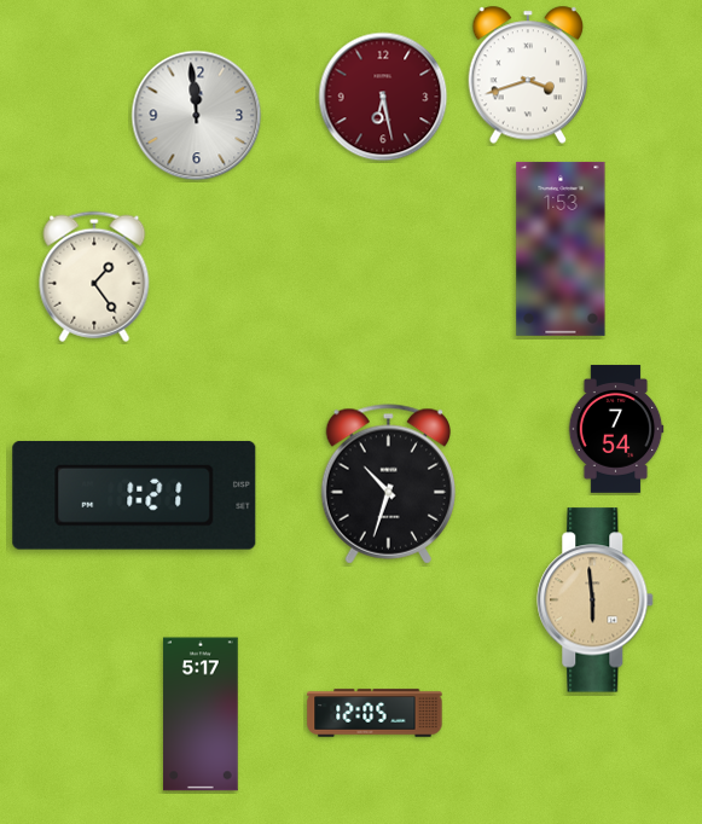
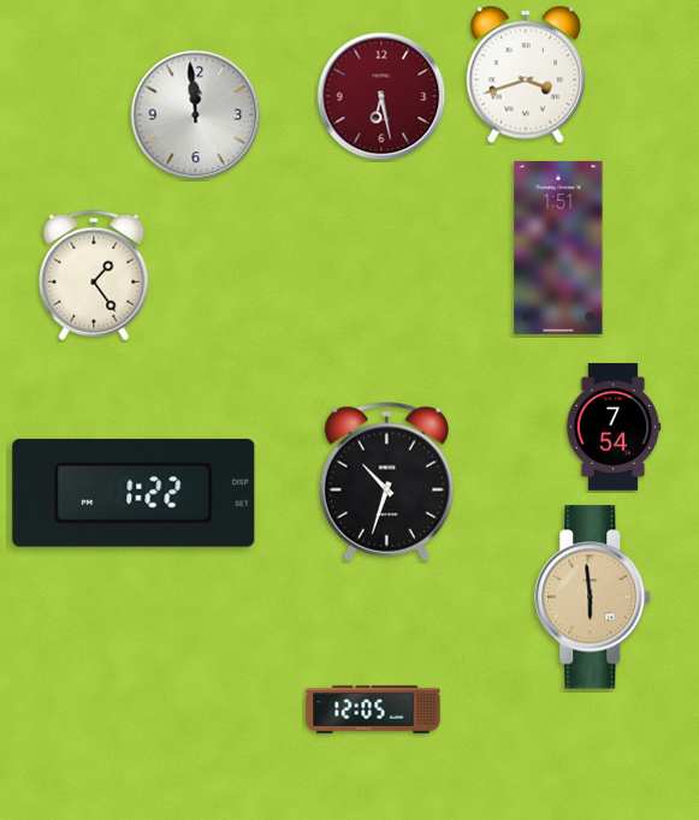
clock at (561, 249): 1:53 -> 1:51
clock at (134, 495): 1:21 -> 1:22
clock at (201, 714): 5:17 -> none
